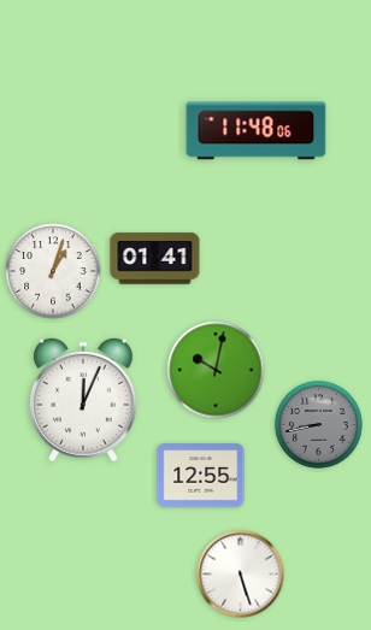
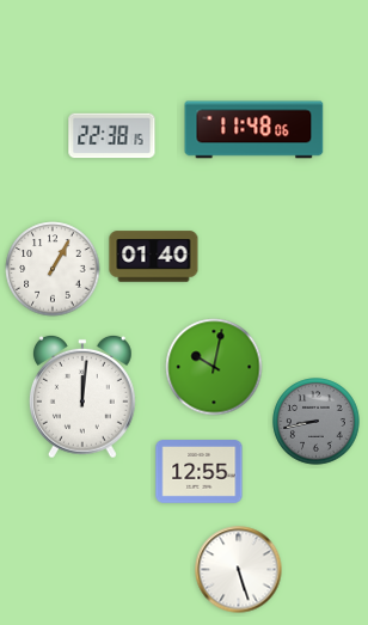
clock at (112, 136): none -> 22:38
clock at (155, 259): 01:41 -> 01:40
clock at (53, 271): 1:03 -> 1:05
clock at (83, 400): 12:04 -> 12:01
